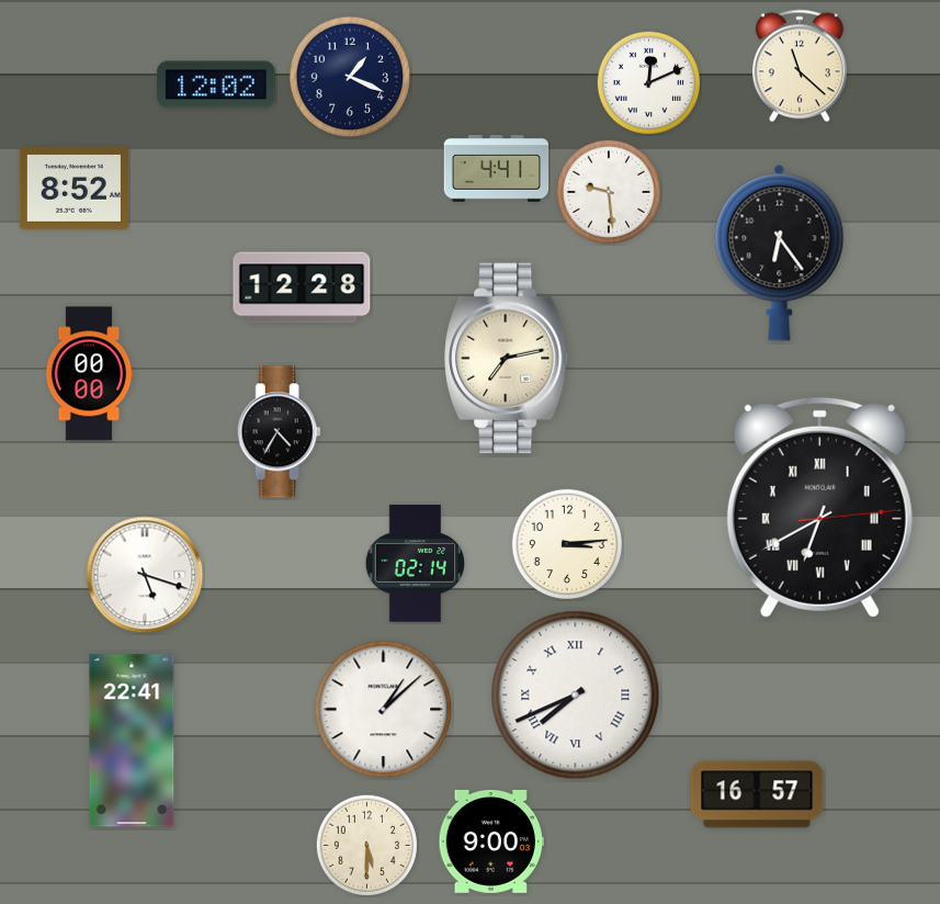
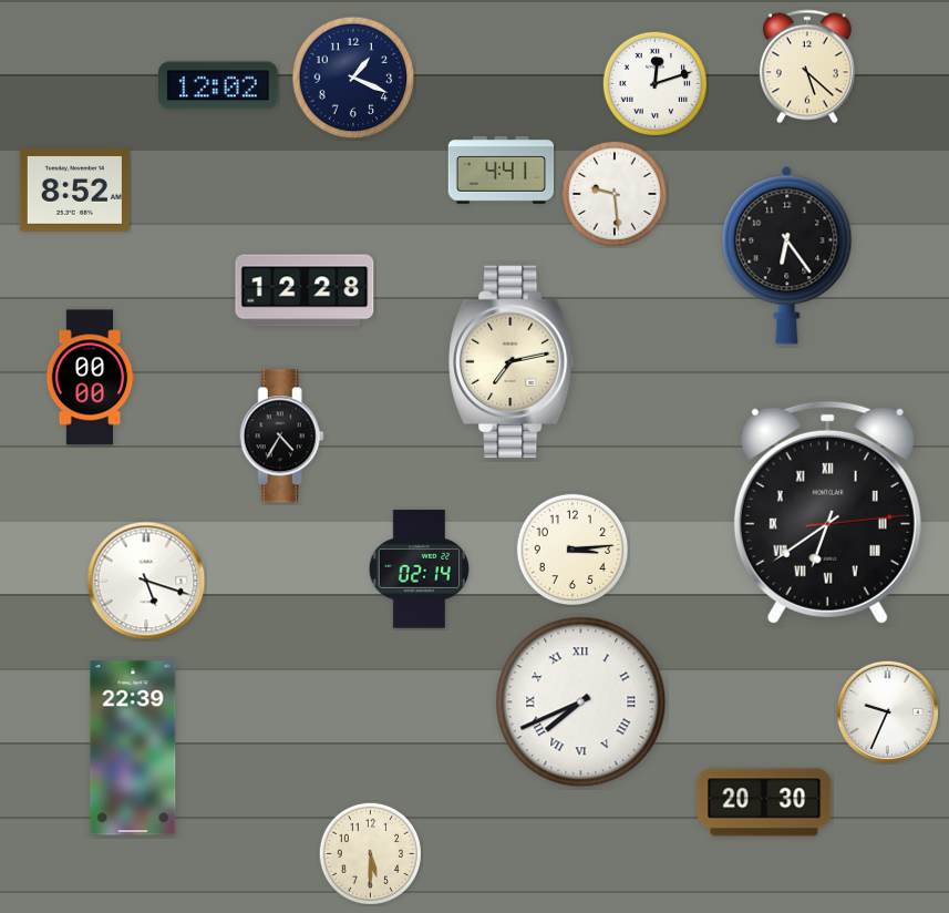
clock at (800, 66): 11:22 -> 5:22
clock at (648, 82): 12:11 -> 12:12
clock at (819, 507): 6:40 -> 6:39
clock at (887, 711): none -> 9:34
clock at (384, 710): 1:08 -> none
clock at (132, 741): 22:41 -> 22:39
clock at (757, 794): 16:57 -> 20:30
clock at (490, 841): 9:00 -> none
